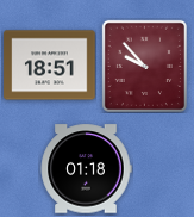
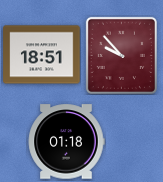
clock at (86, 169) position: (86, 169) -> (66, 142)
